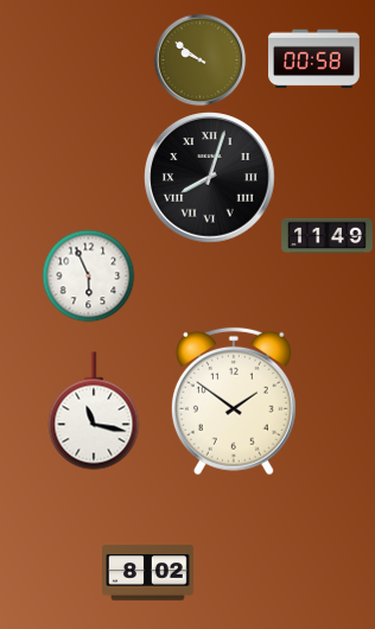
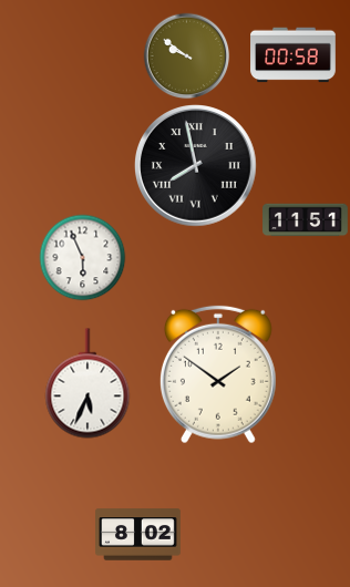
clock at (210, 178): 8:03 -> 7:58
clock at (328, 236): 11:49 -> 11:51
clock at (94, 411): 11:17 -> 5:34
